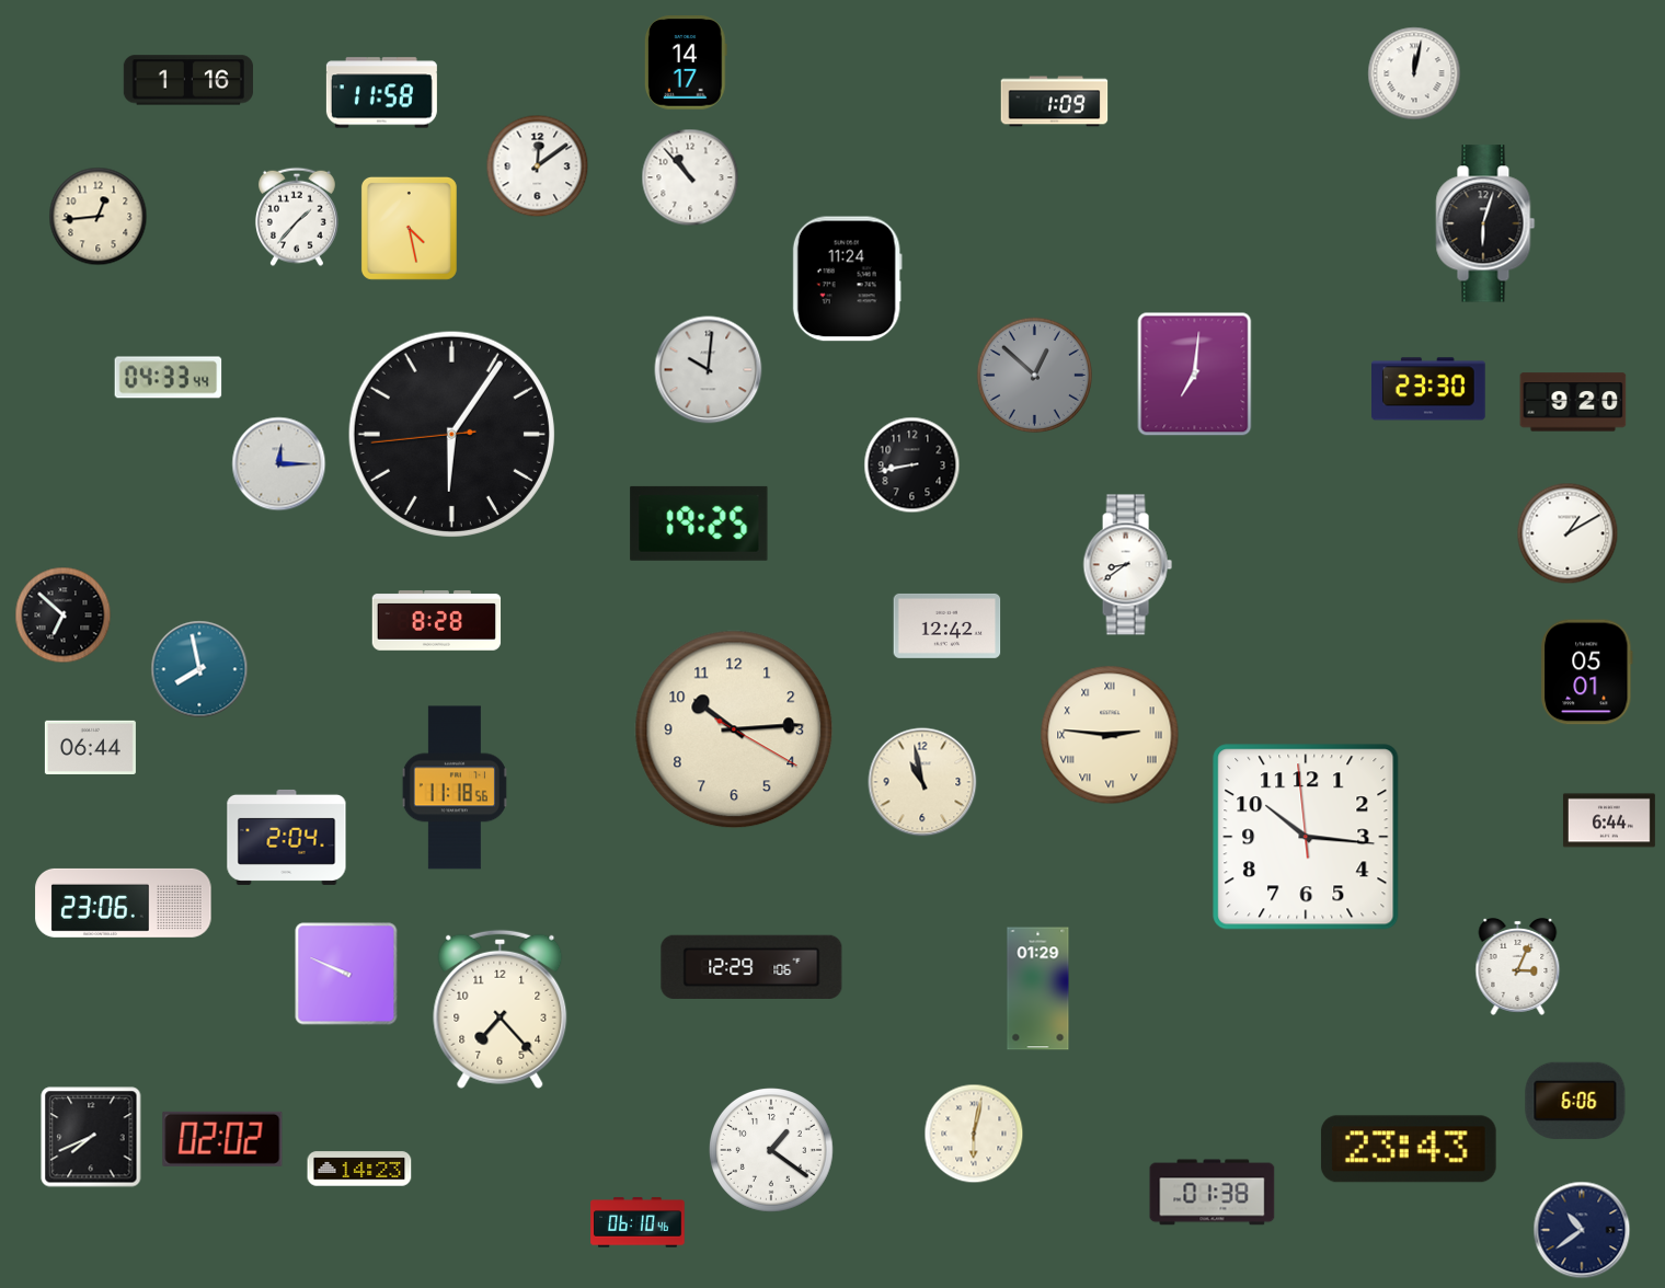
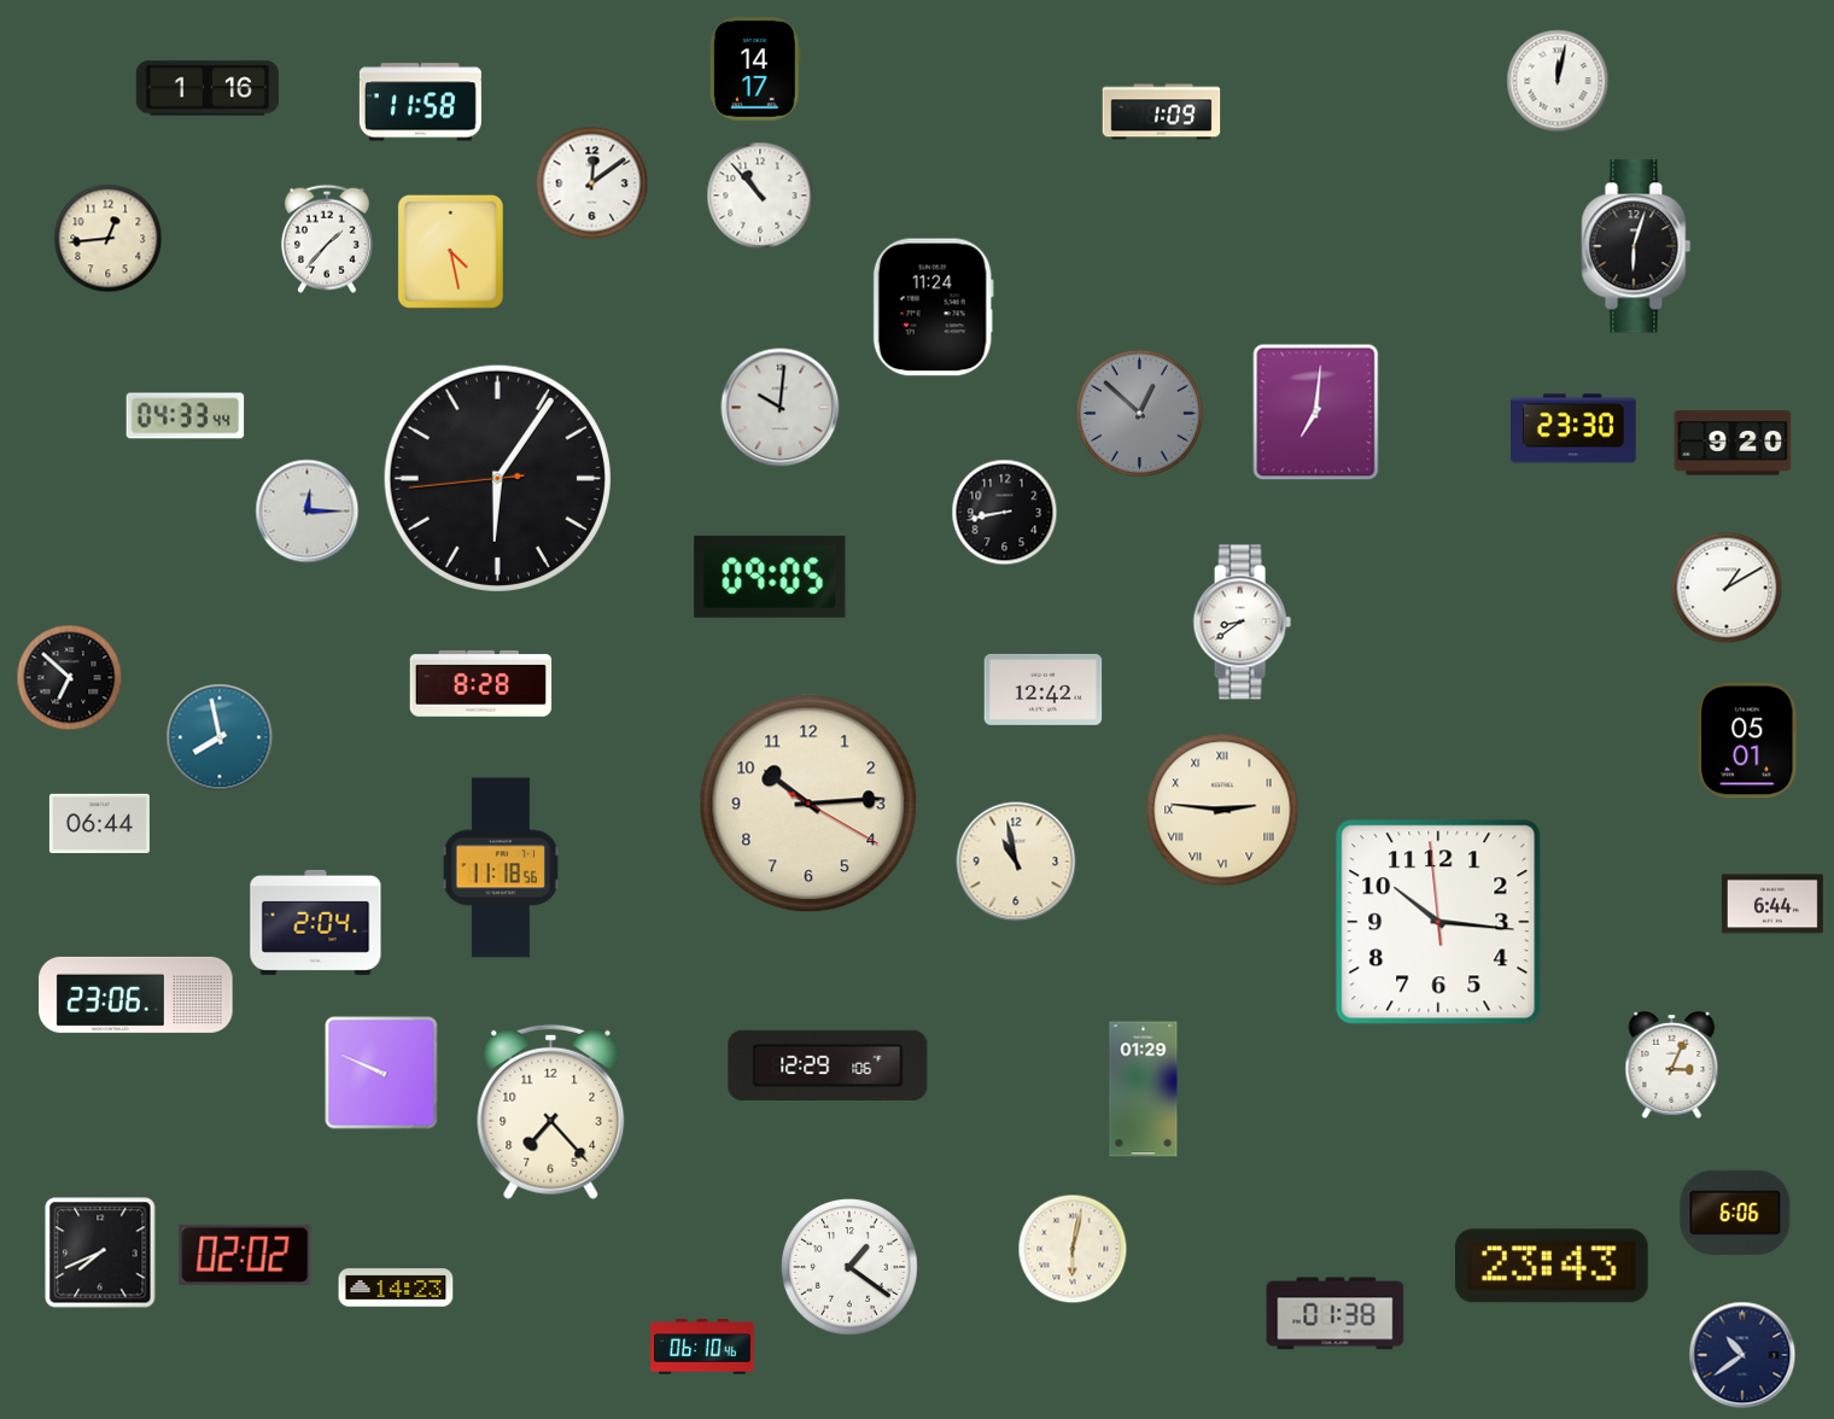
clock at (699, 524): 19:25 -> 09:05
